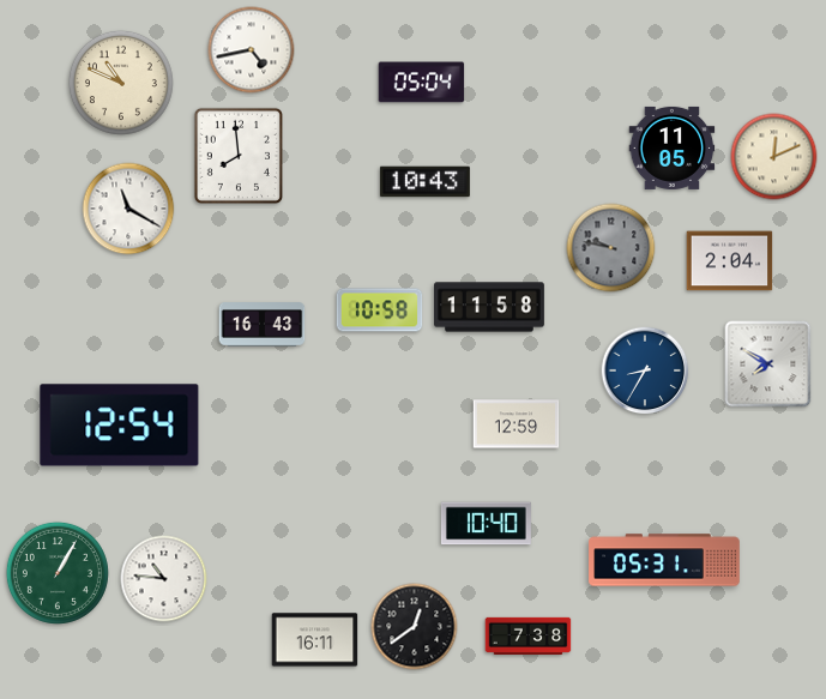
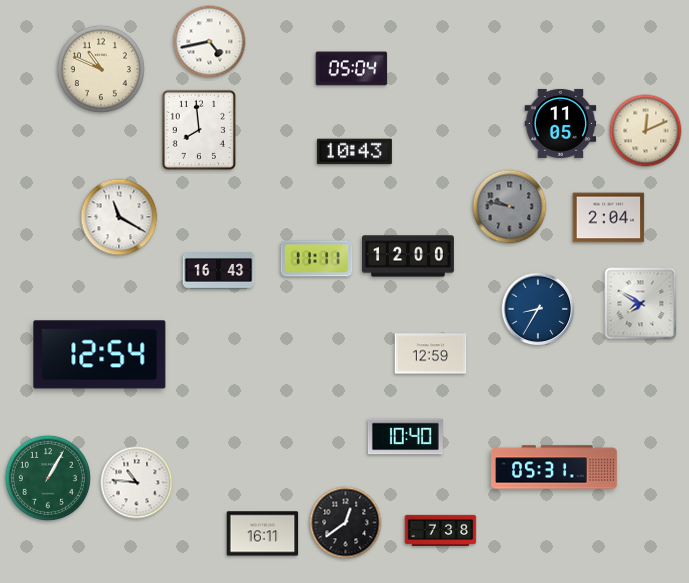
clock at (128, 209) position: (128, 209) -> (119, 217)
clock at (490, 307): 11:58 -> 12:00
clock at (380, 311): 10:58 -> 11:11
